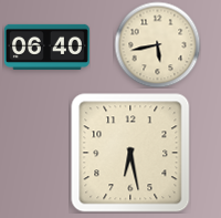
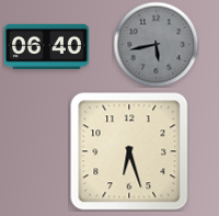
clock at (157, 44) dial: cream -> grey
clock at (130, 153): 6:28 -> 6:27
